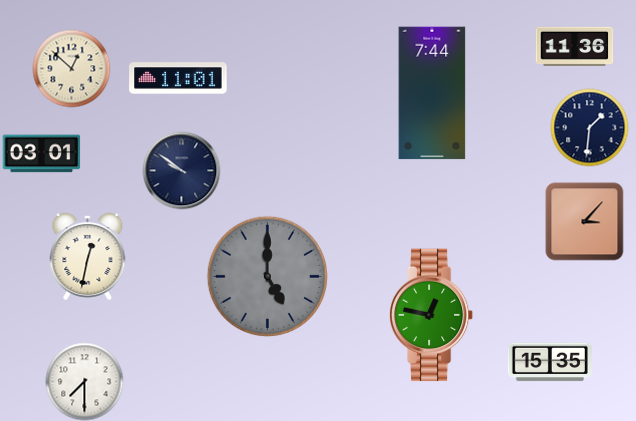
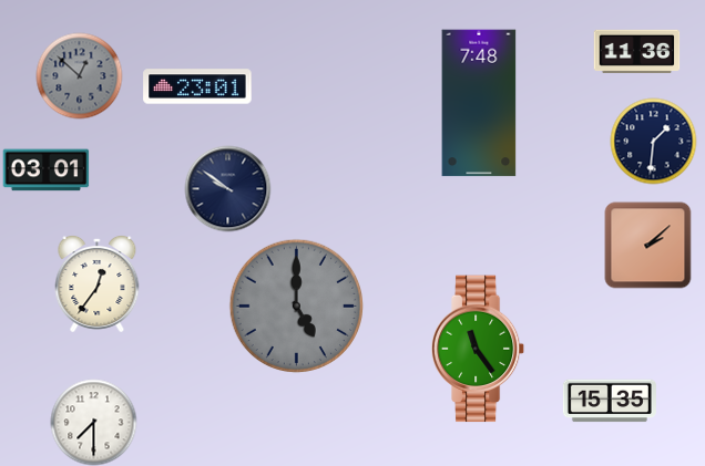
clock at (71, 68) dial: cream -> grey
clock at (178, 78): 11:01 -> 23:01
clock at (432, 93): 7:44 -> 7:48
clock at (181, 170) position: (181, 170) -> (227, 188)
clock at (584, 221): 3:07 -> 2:08
clock at (88, 256): 12:32 -> 12:36
clock at (431, 315): 12:47 -> 11:24
